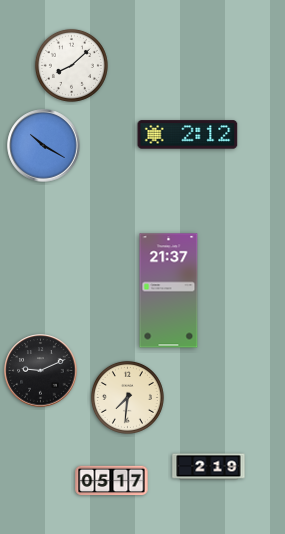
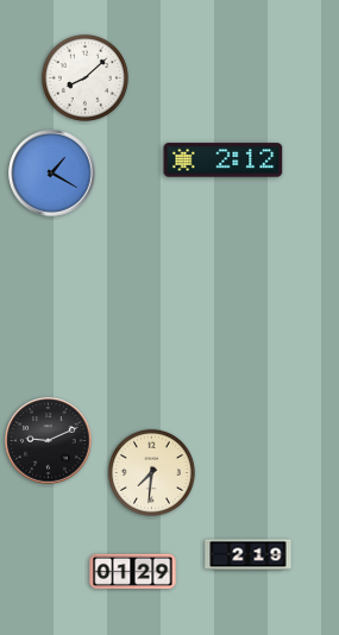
clock at (44, 146): 10:20 -> 1:20
clock at (169, 291): 21:37 -> none
clock at (112, 481): 05:17 -> 01:29
